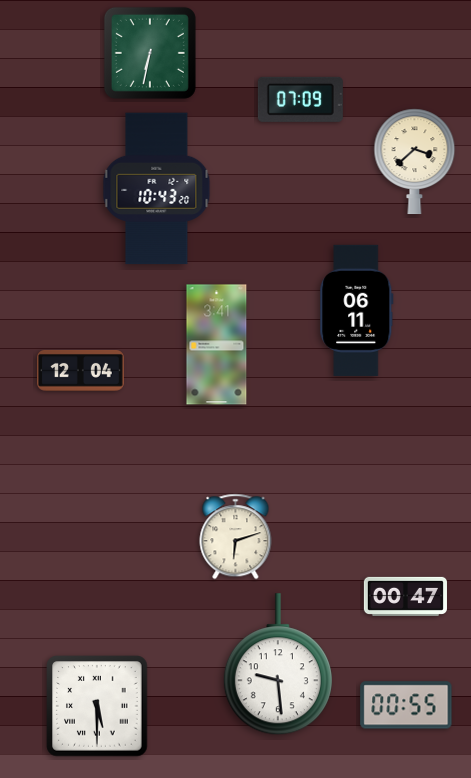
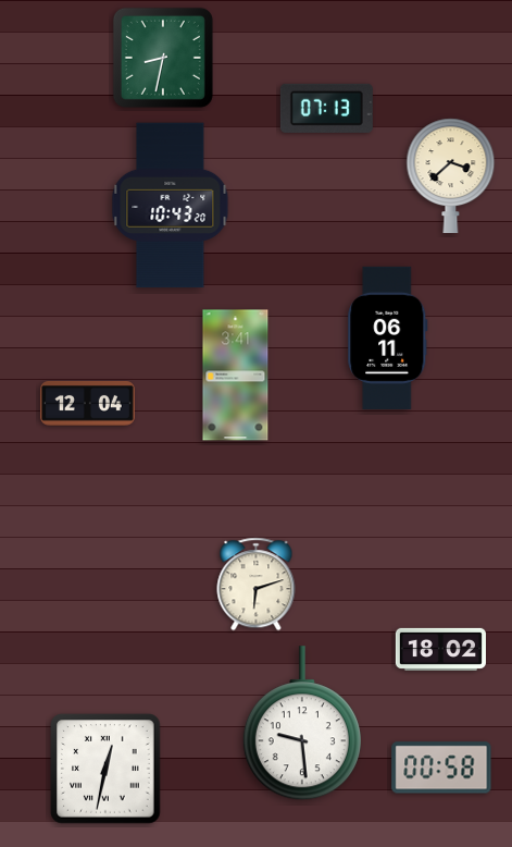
clock at (150, 53): 6:32 -> 8:32
clock at (300, 99): 07:09 -> 07:13
clock at (405, 596): 00:47 -> 18:02
clock at (406, 705): 00:55 -> 00:58
clock at (97, 706): 5:30 -> 12:32
